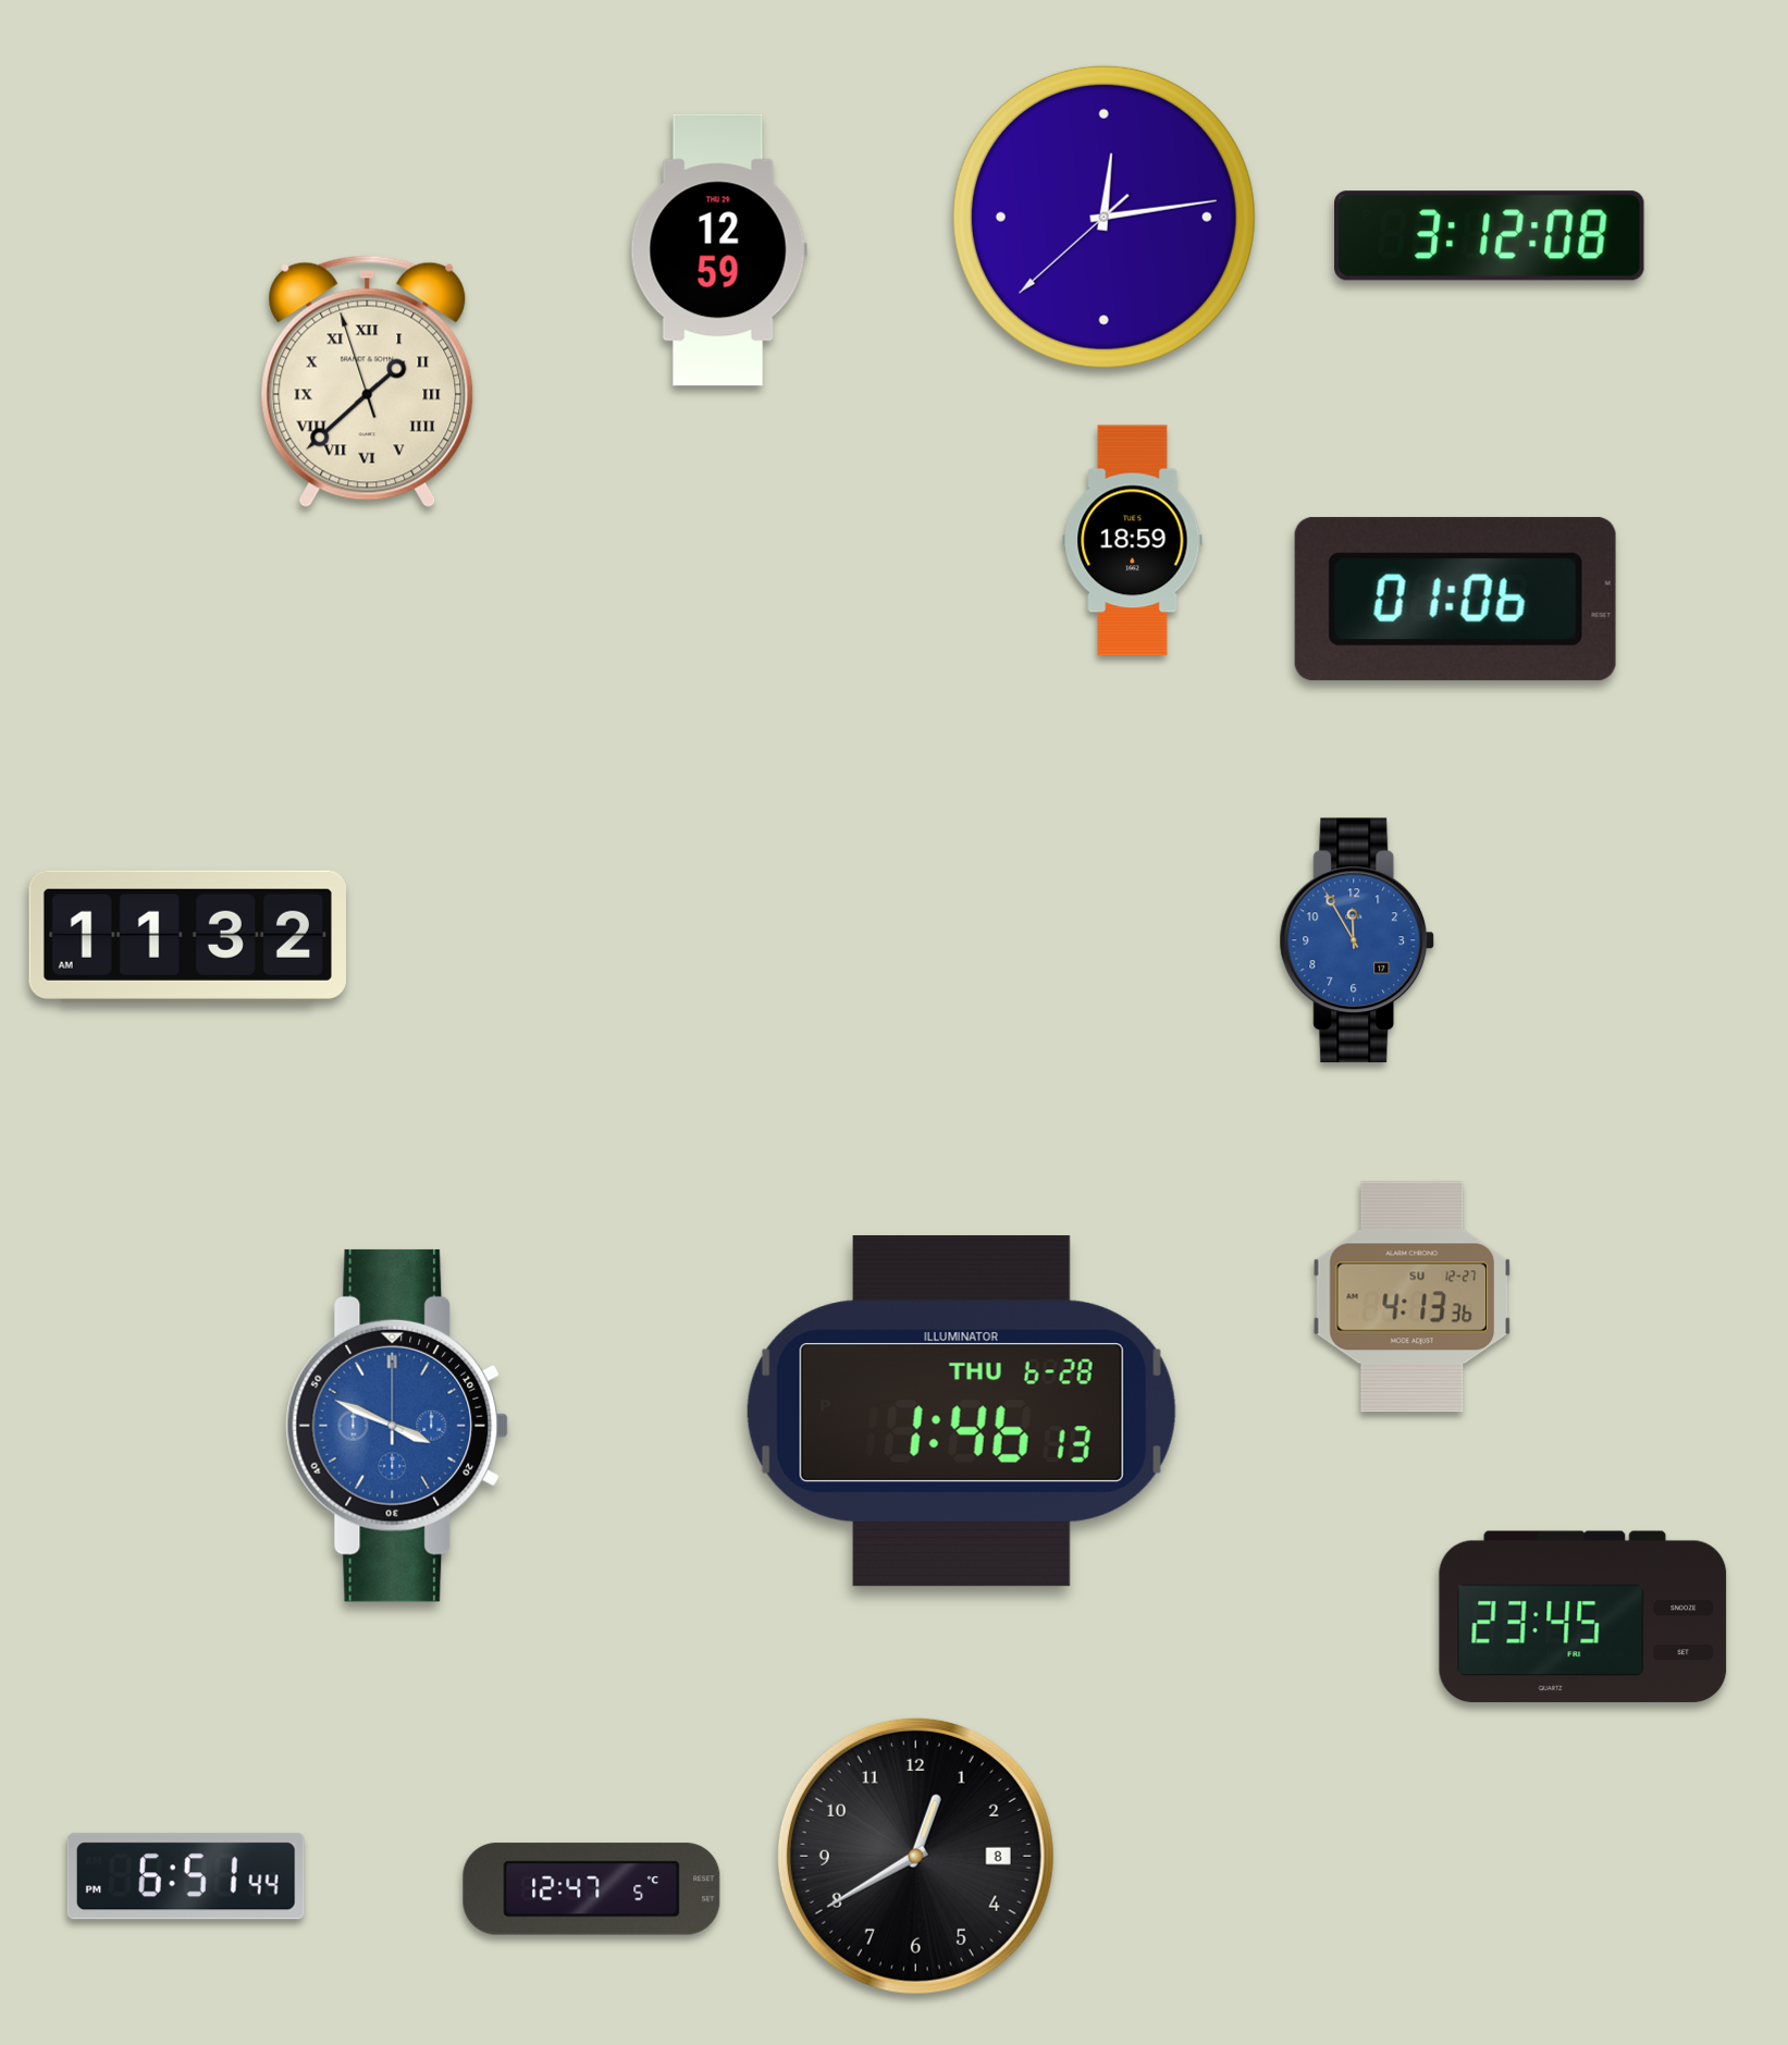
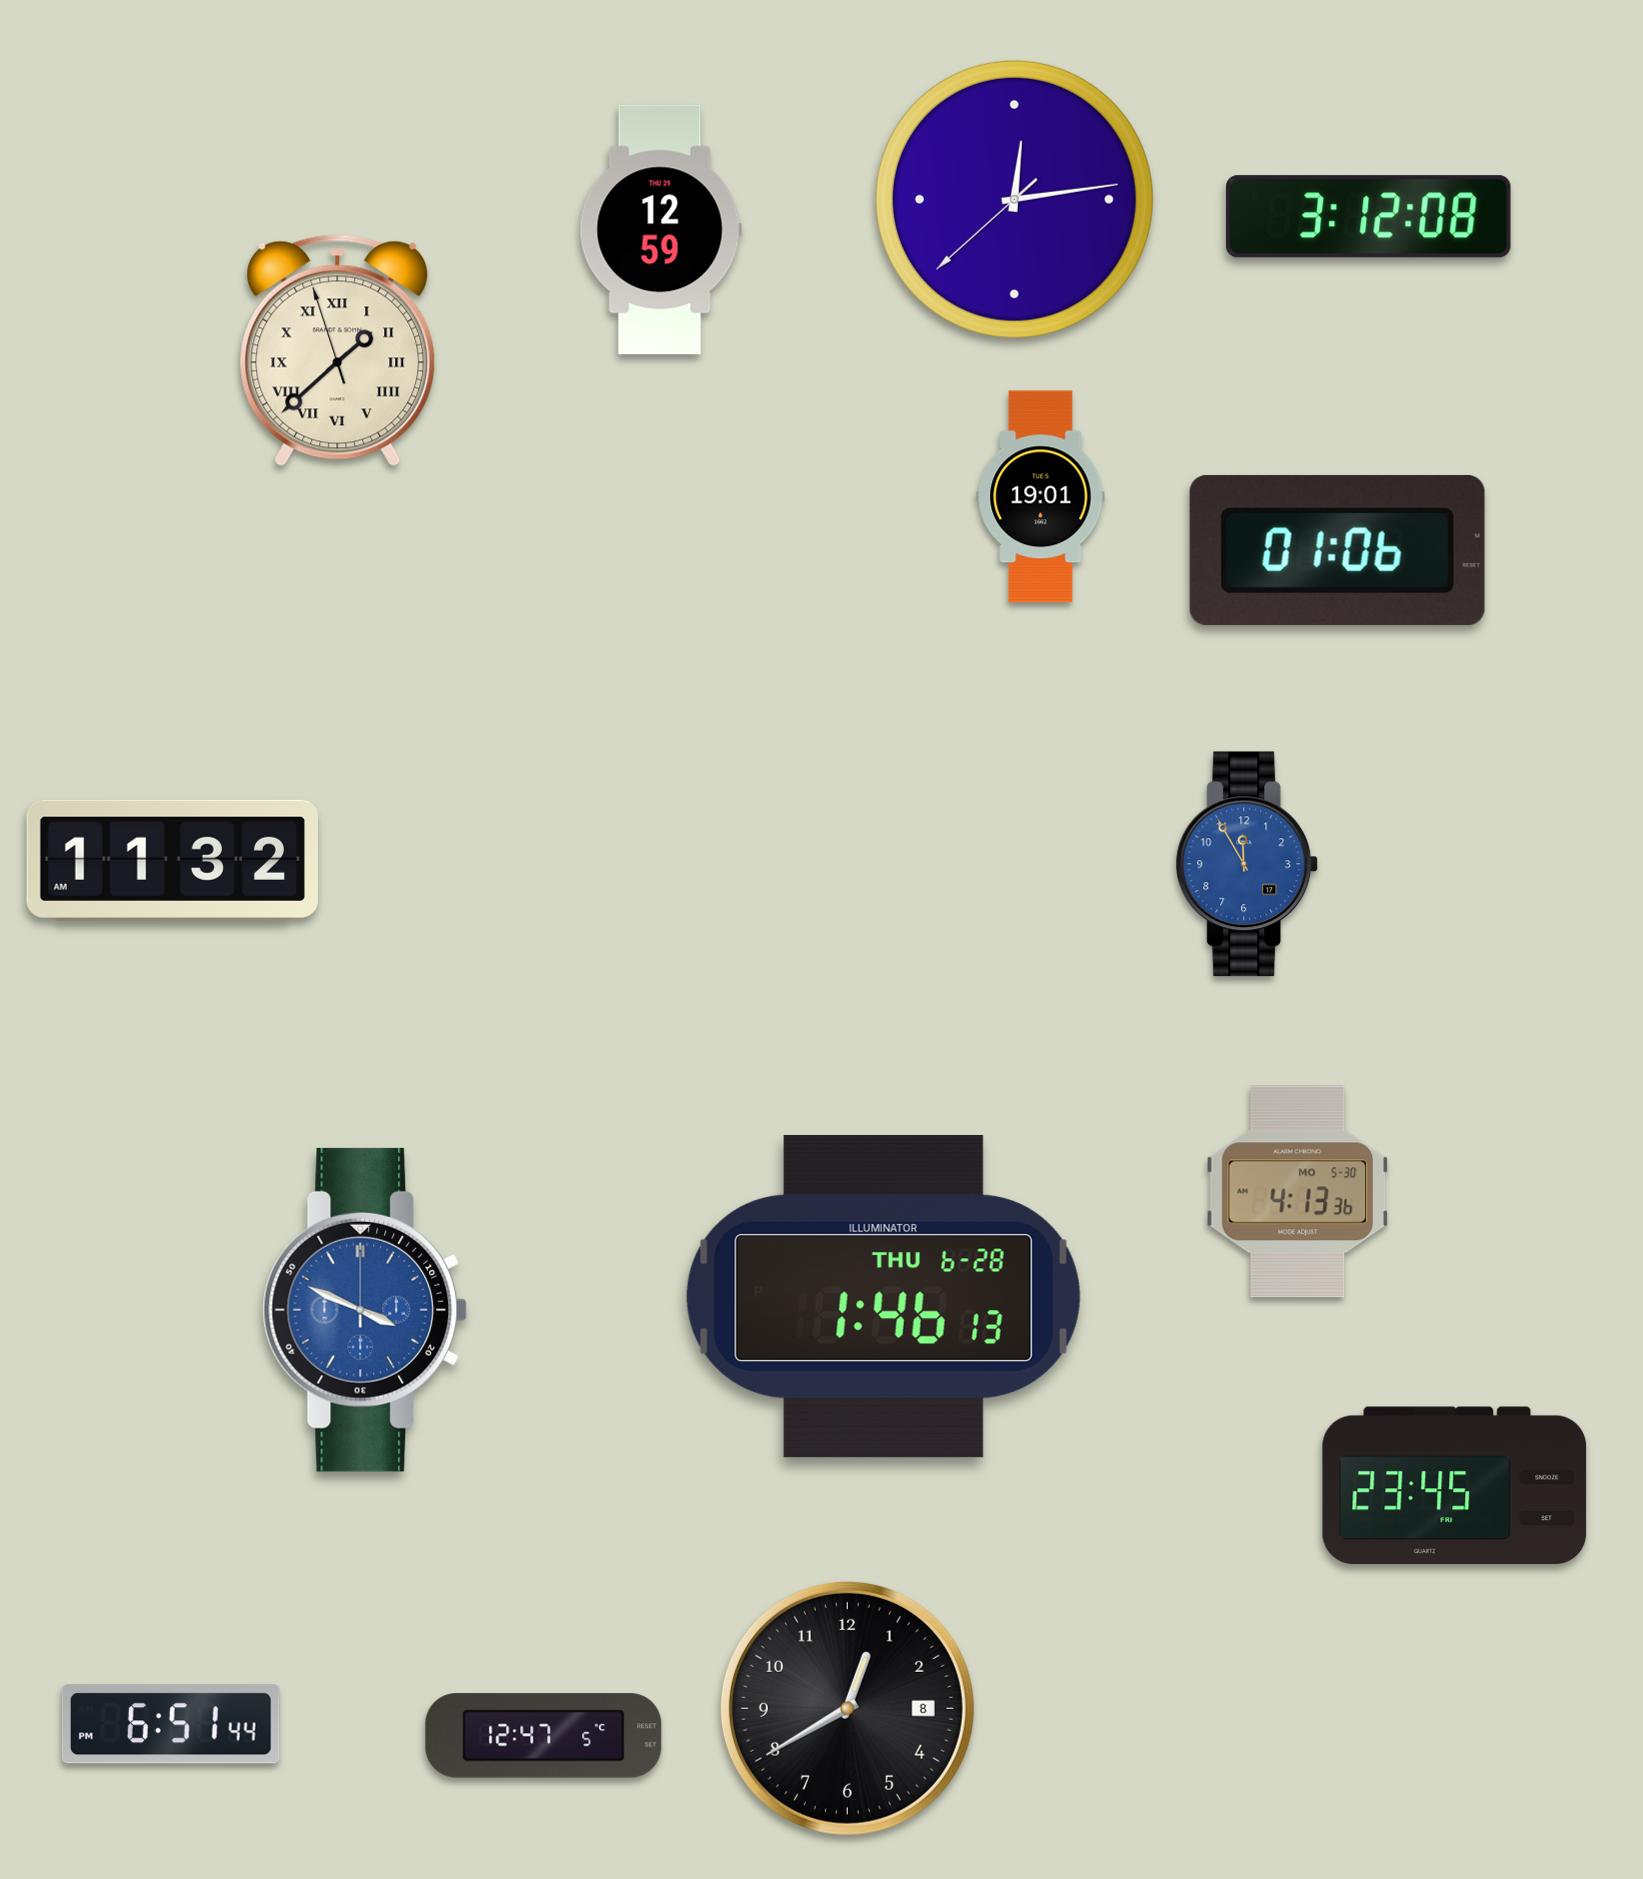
clock at (1133, 541): 18:59 -> 19:01
clock at (1413, 1297) date: SU 12-27 -> MO 5-30
clock at (915, 1856) position: (915, 1856) -> (847, 1708)
